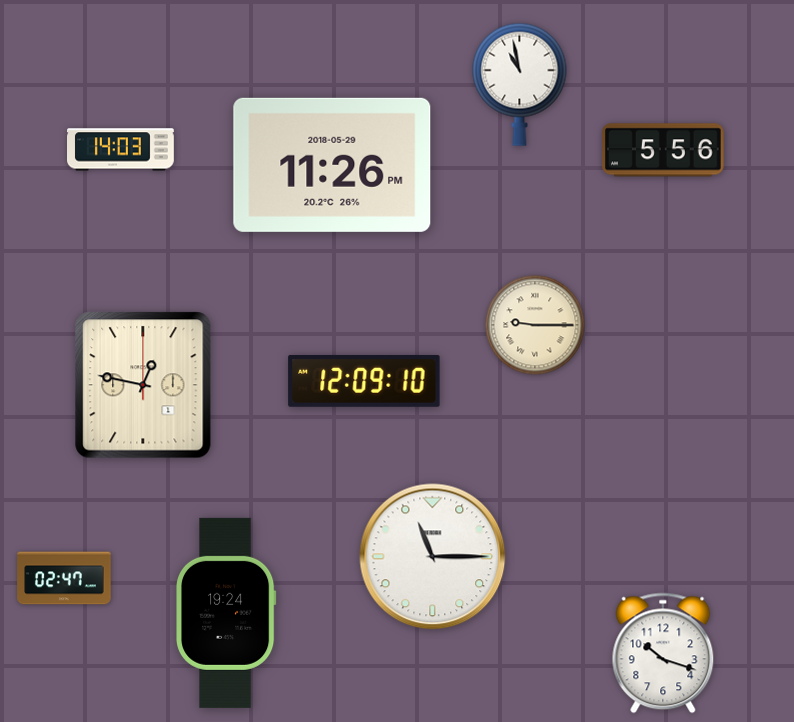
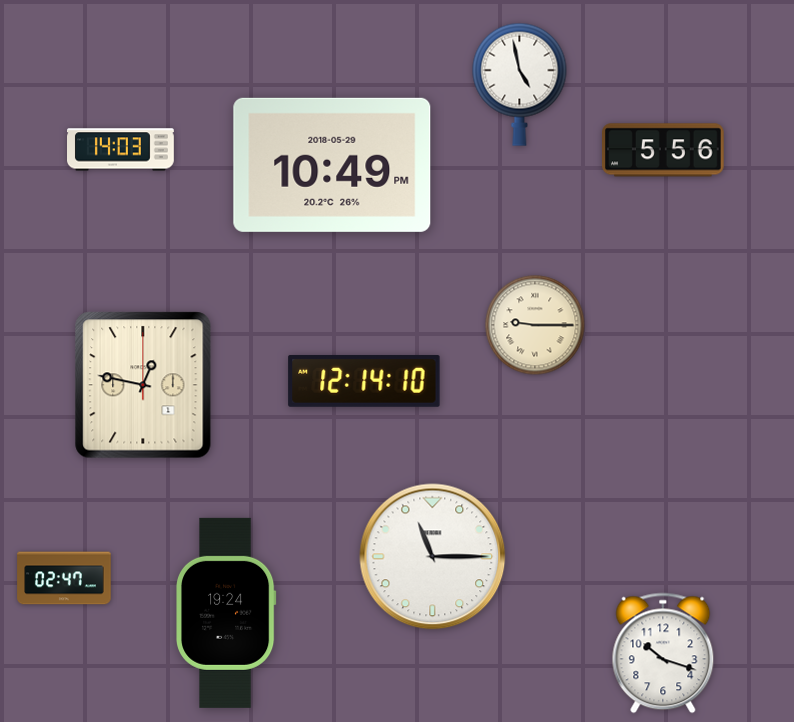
clock at (520, 84): 10:58 -> 4:58
clock at (332, 165): 11:26 -> 10:49
clock at (364, 381): 12:09 -> 12:14
